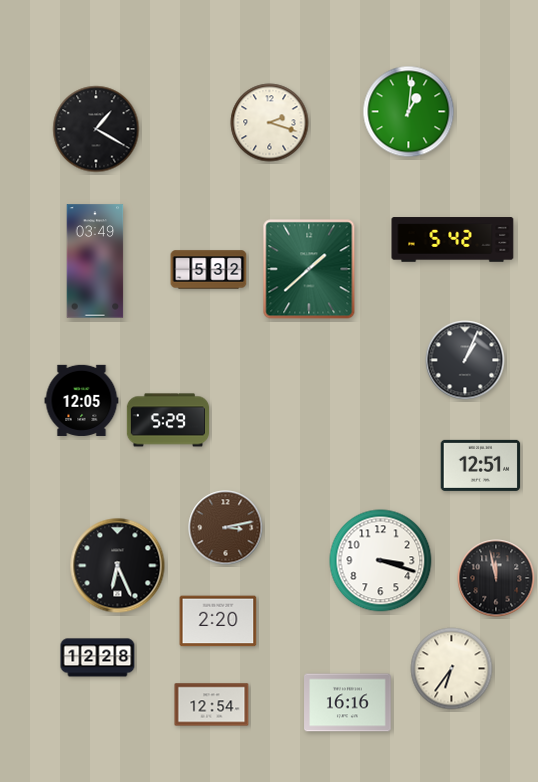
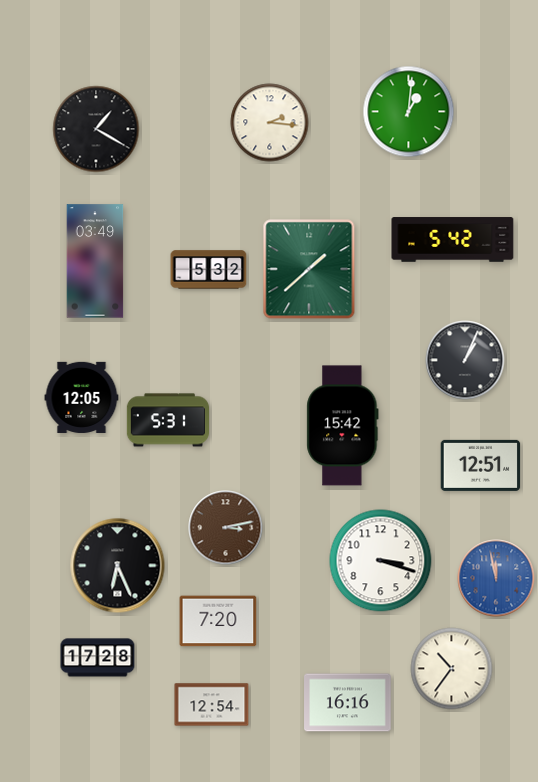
clock at (270, 123): 2:18 -> 2:16
clock at (82, 400) position: (82, 400) -> (82, 397)
clock at (167, 420): 5:29 -> 5:31
clock at (343, 426): none -> 15:42
clock at (496, 578) dial: black -> blue
clock at (218, 621): 2:20 -> 7:20
clock at (98, 658): 12:28 -> 17:28
clock at (452, 669): 6:36 -> 10:36
